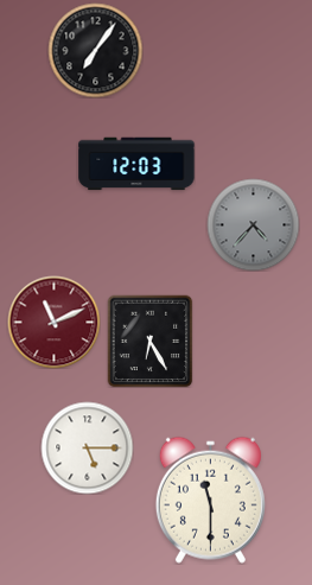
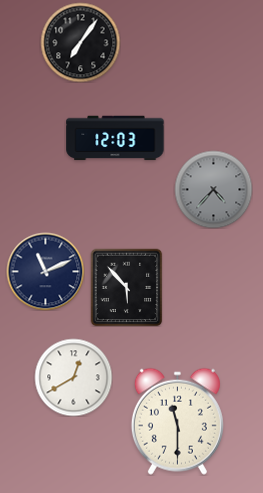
clock at (53, 322) dial: burgundy -> navy
clock at (151, 341): 6:25 -> 5:53
clock at (87, 447): 5:15 -> 12:40
